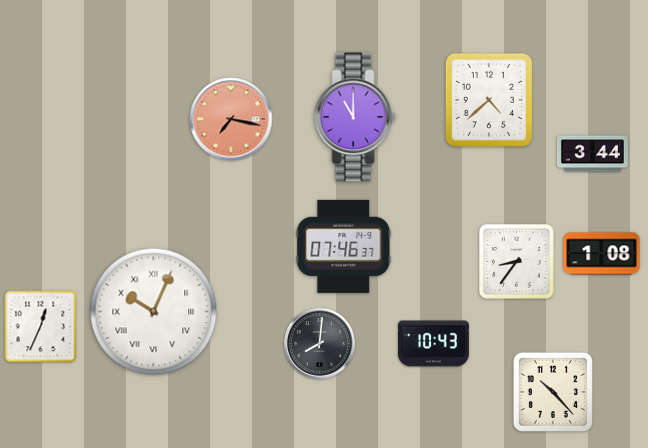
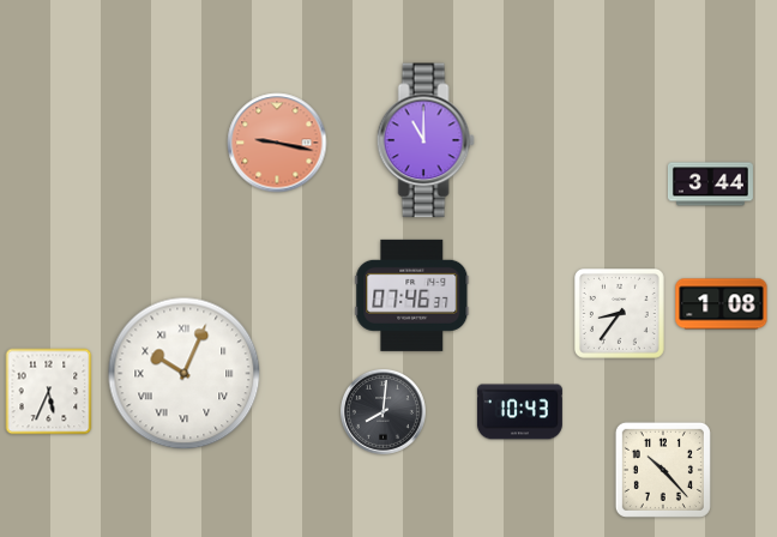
clock at (489, 100): 4:38 -> none
clock at (231, 119): 7:17 -> 9:17
clock at (41, 327): 12:34 -> 5:34
